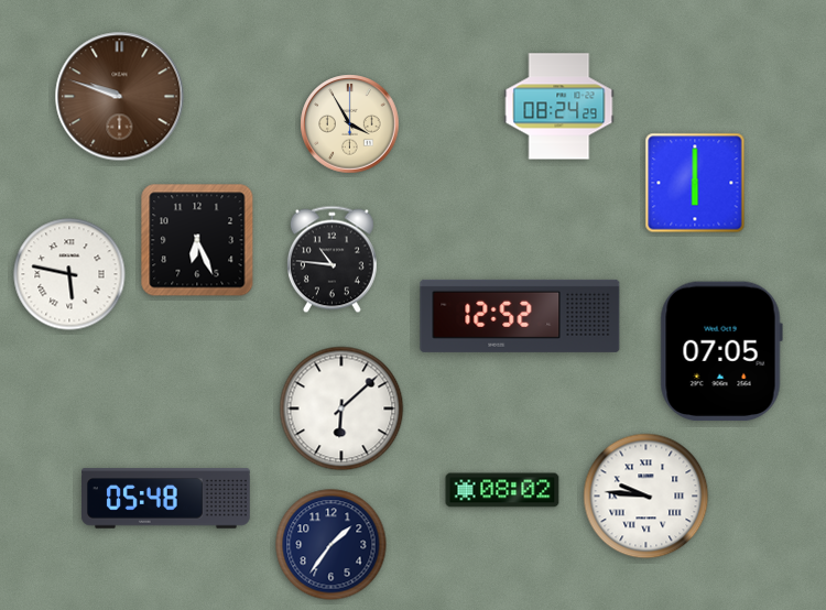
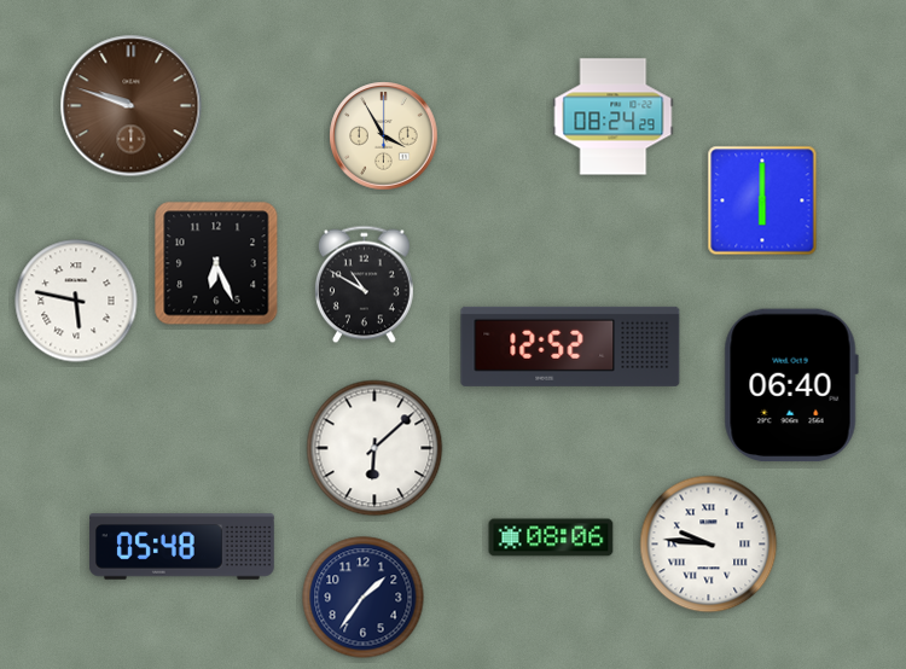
clock at (332, 260): 10:46 -> 10:50
clock at (721, 351): 07:05 -> 06:40
clock at (502, 490): 08:02 -> 08:06
